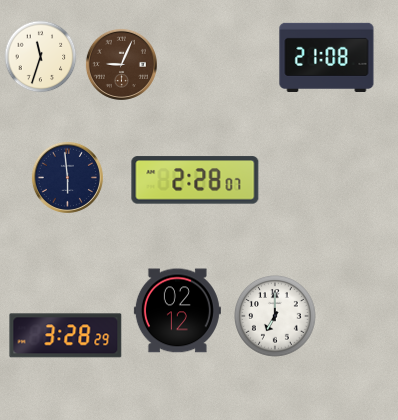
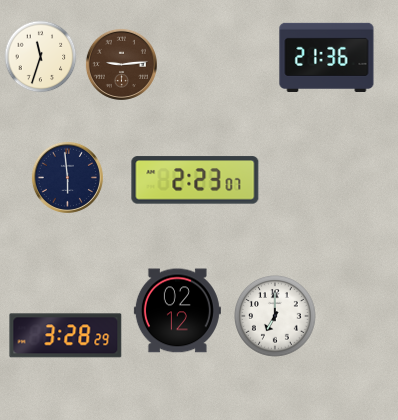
clock at (327, 57): 21:08 -> 21:36
clock at (121, 64): 9:04 -> 9:14
clock at (195, 180): 2:28 -> 2:23
